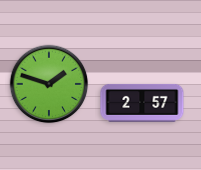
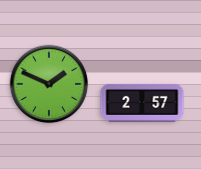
clock at (49, 84): 1:48 -> 1:49
